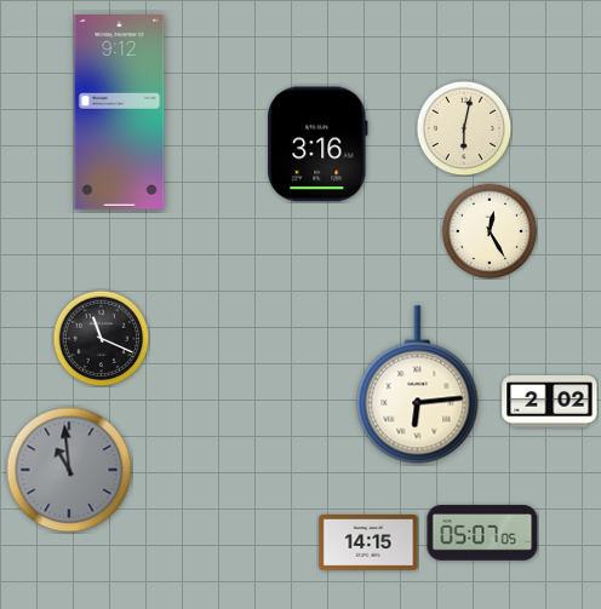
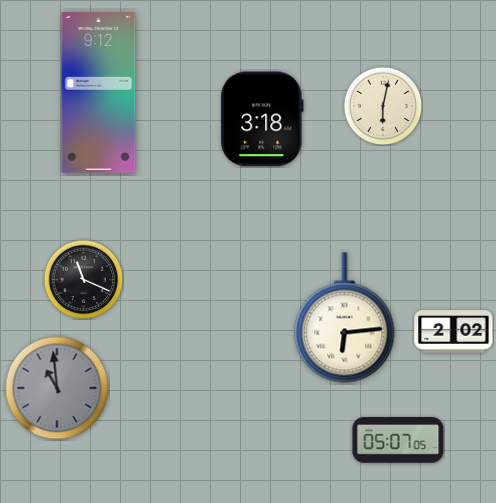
clock at (317, 144): 3:16 -> 3:18
clock at (490, 231): 12:25 -> none
clock at (368, 542): 14:15 -> none
